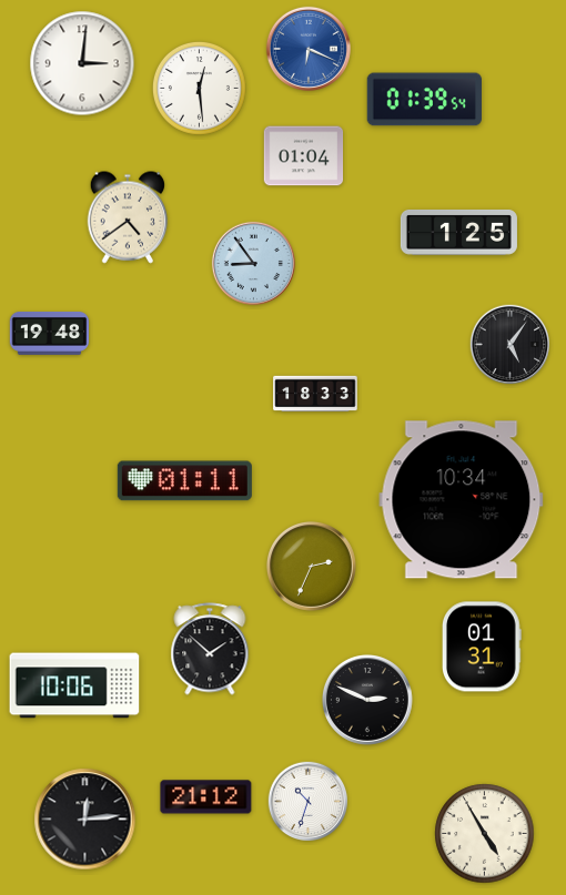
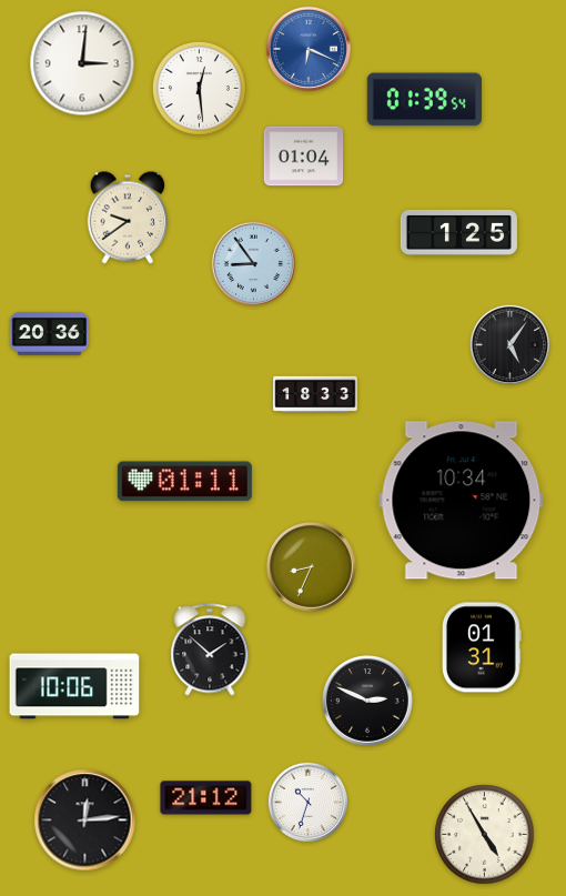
clock at (128, 217): 4:39 -> 9:39
clock at (50, 333): 19:48 -> 20:36
clock at (311, 566): 2:34 -> 8:34
